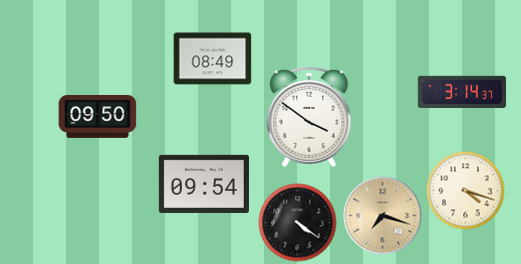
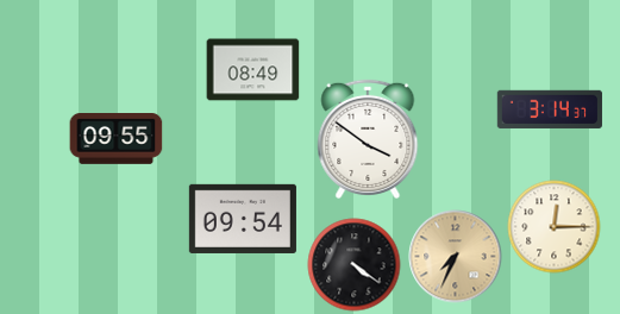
clock at (97, 117): 09:50 -> 09:55
clock at (465, 190): 4:18 -> 12:15
clock at (382, 215): 7:18 -> 7:34
